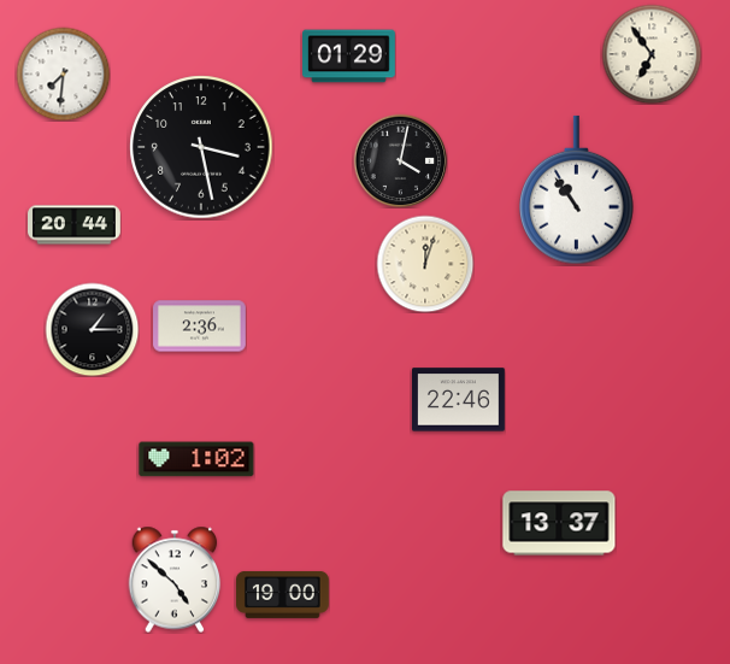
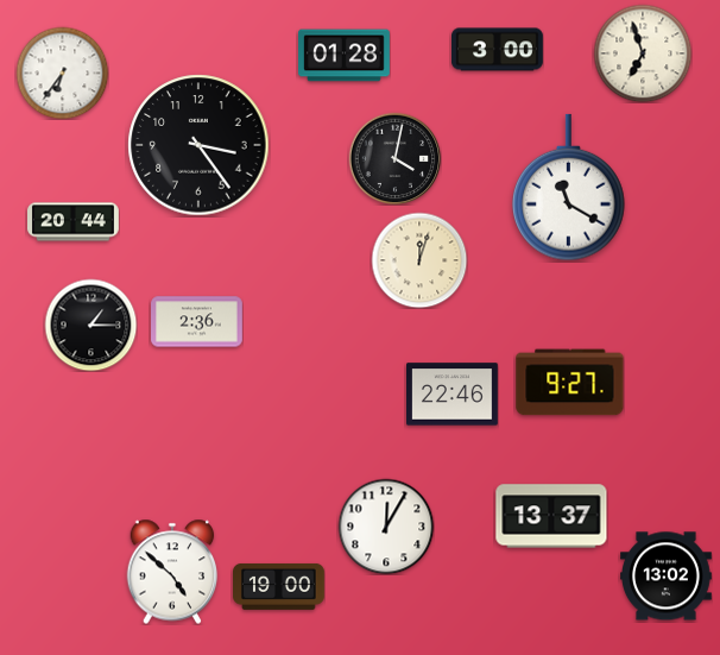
clock at (498, 50): none -> 3:00
clock at (652, 54): 6:54 -> 6:57
clock at (349, 57): 01:29 -> 01:28
clock at (63, 74): 7:31 -> 6:36
clock at (201, 147): 3:28 -> 3:24
clock at (577, 190): 10:54 -> 11:20
clock at (570, 383): none -> 9:27
clock at (196, 459): 1:02 -> none
clock at (386, 527): none -> 12:05
clock at (667, 577): none -> 13:02
